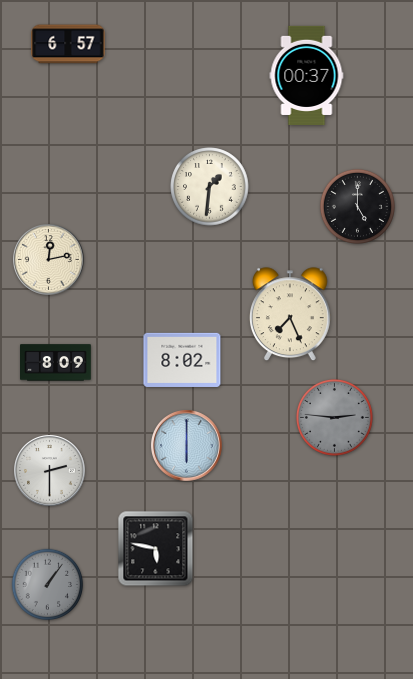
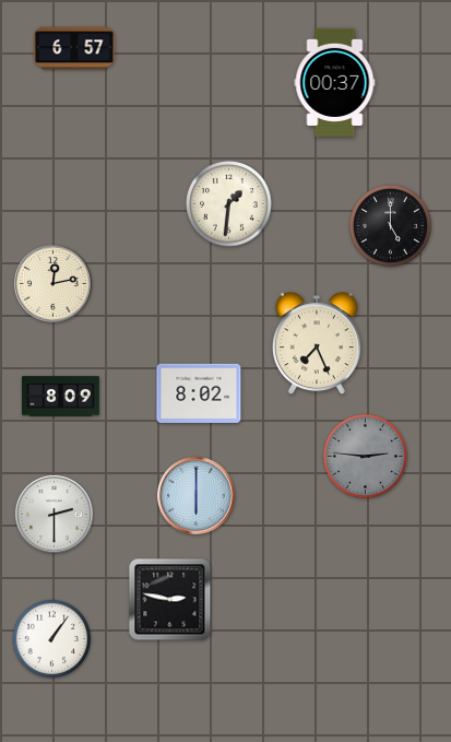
clock at (187, 446) position: (187, 446) -> (197, 496)
clock at (156, 549): 5:47 -> 2:47
clock at (48, 585) dial: grey -> white
